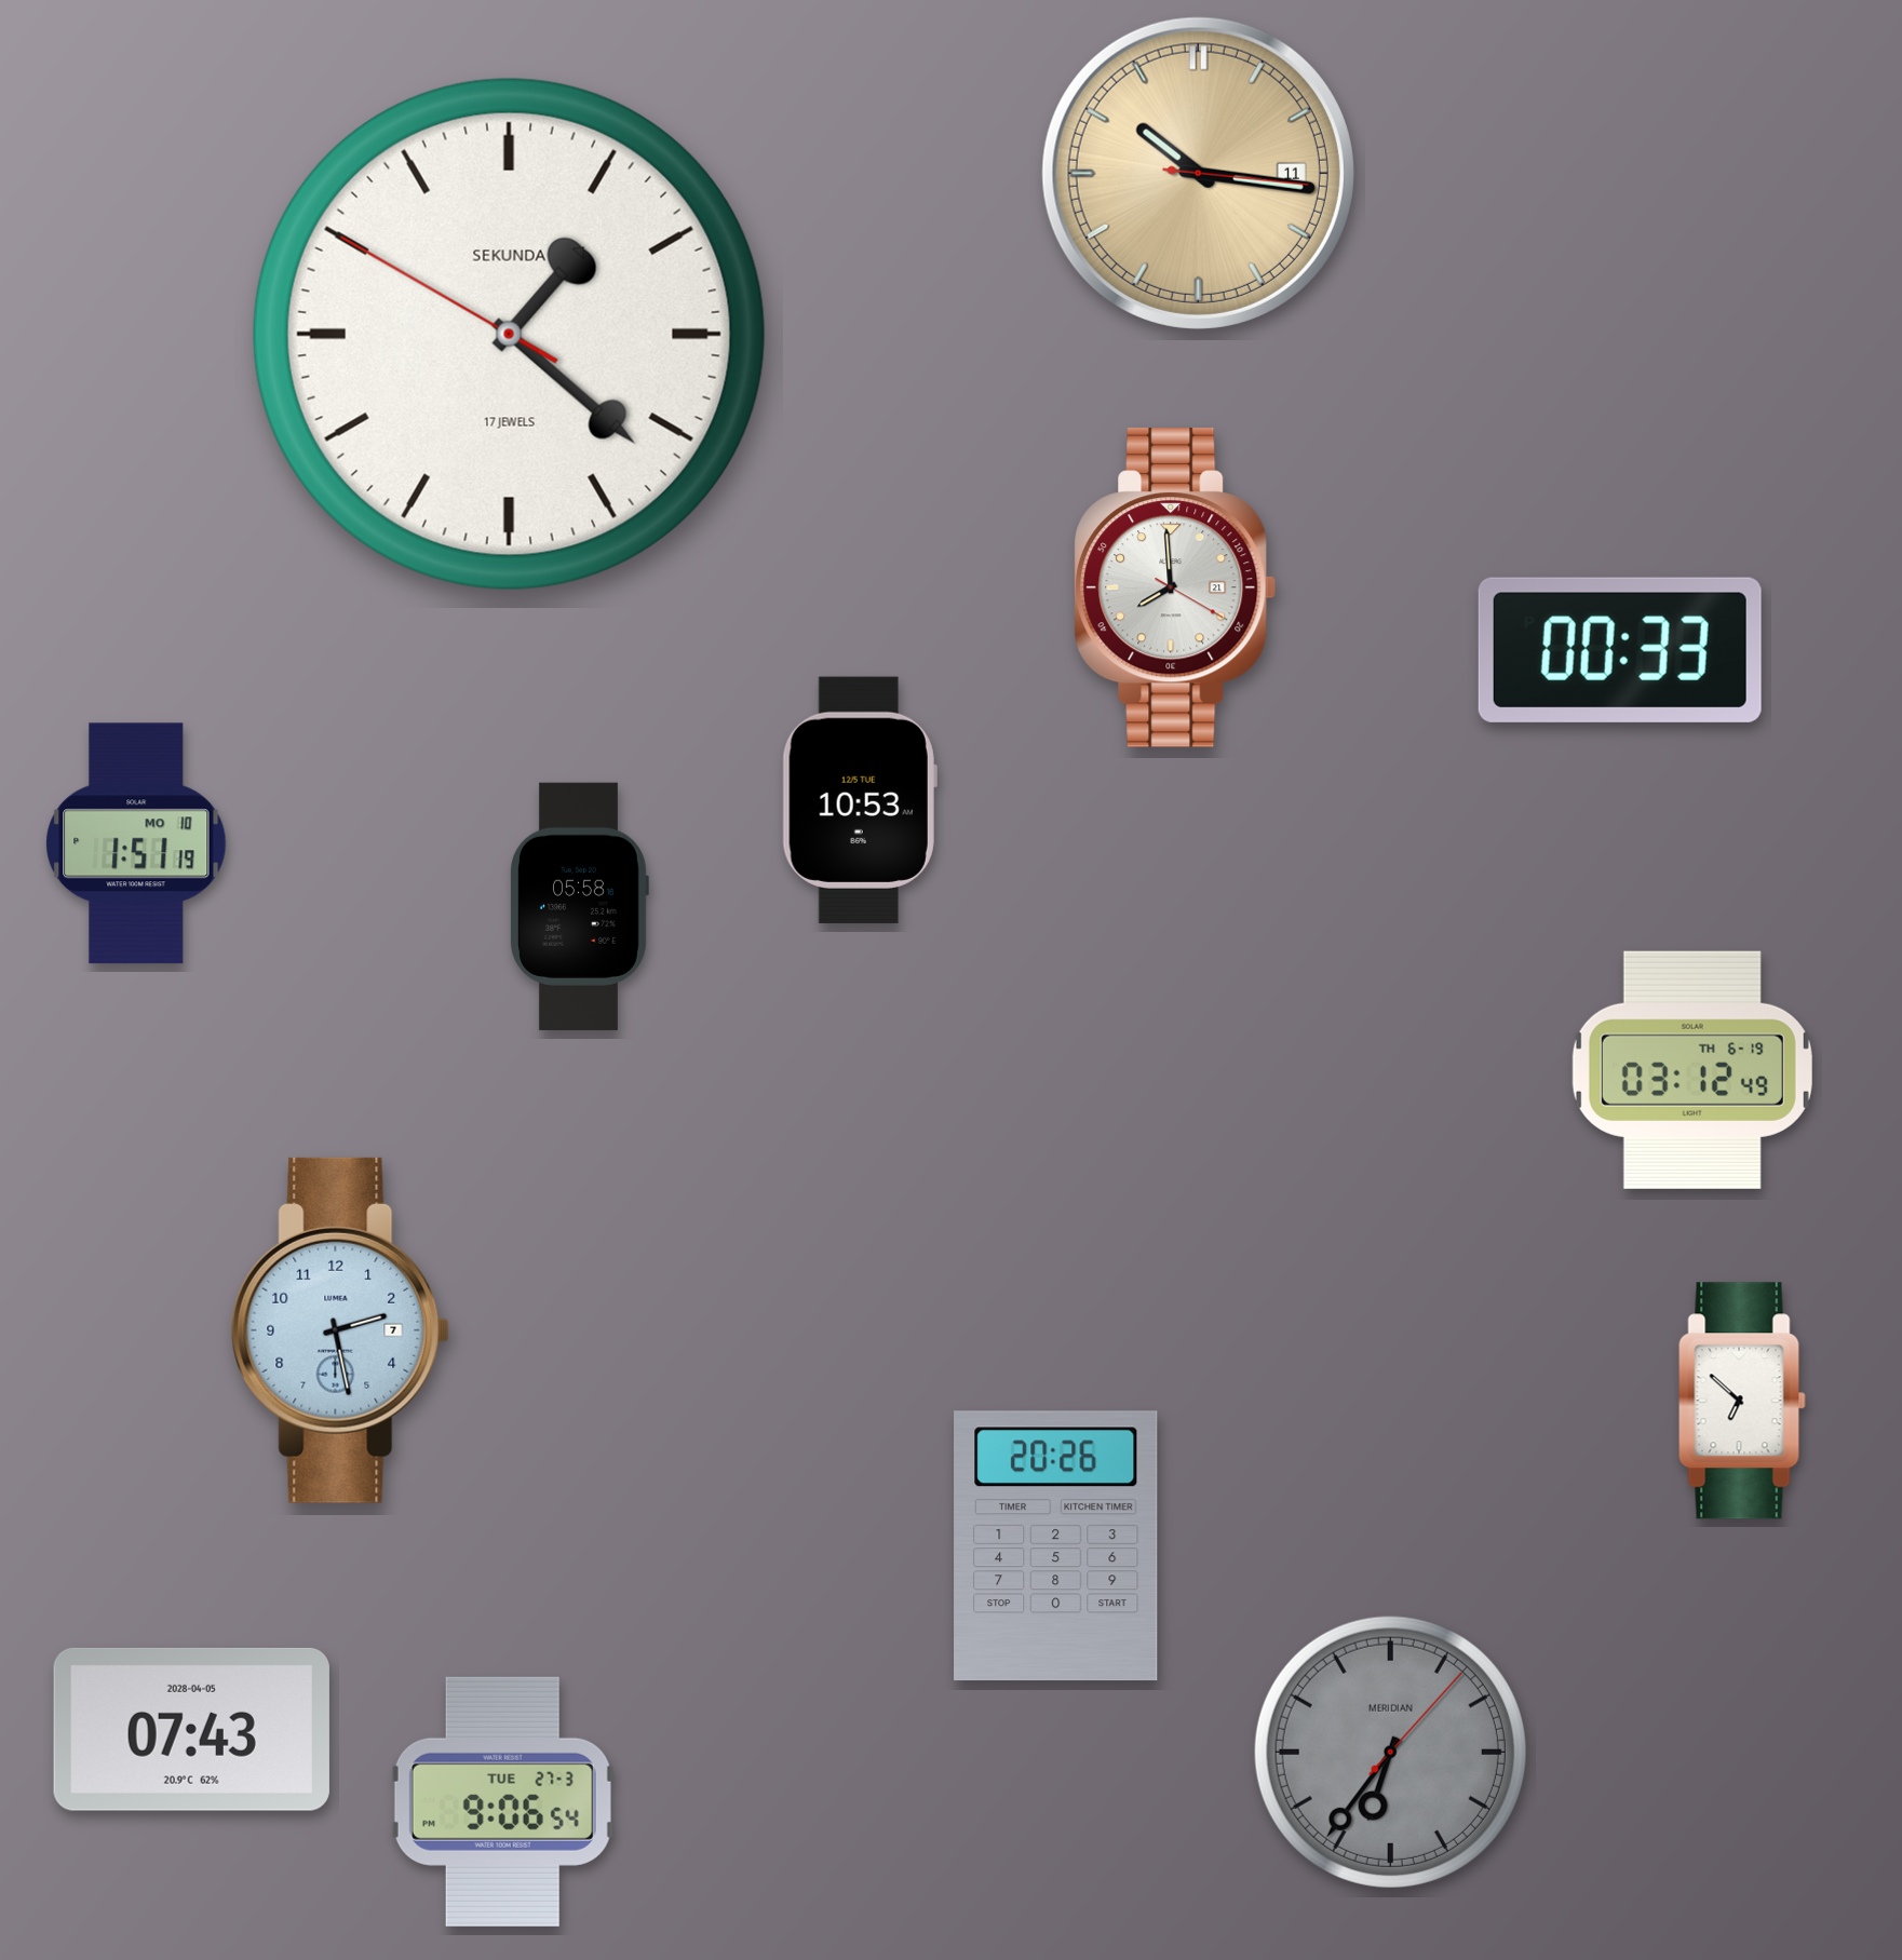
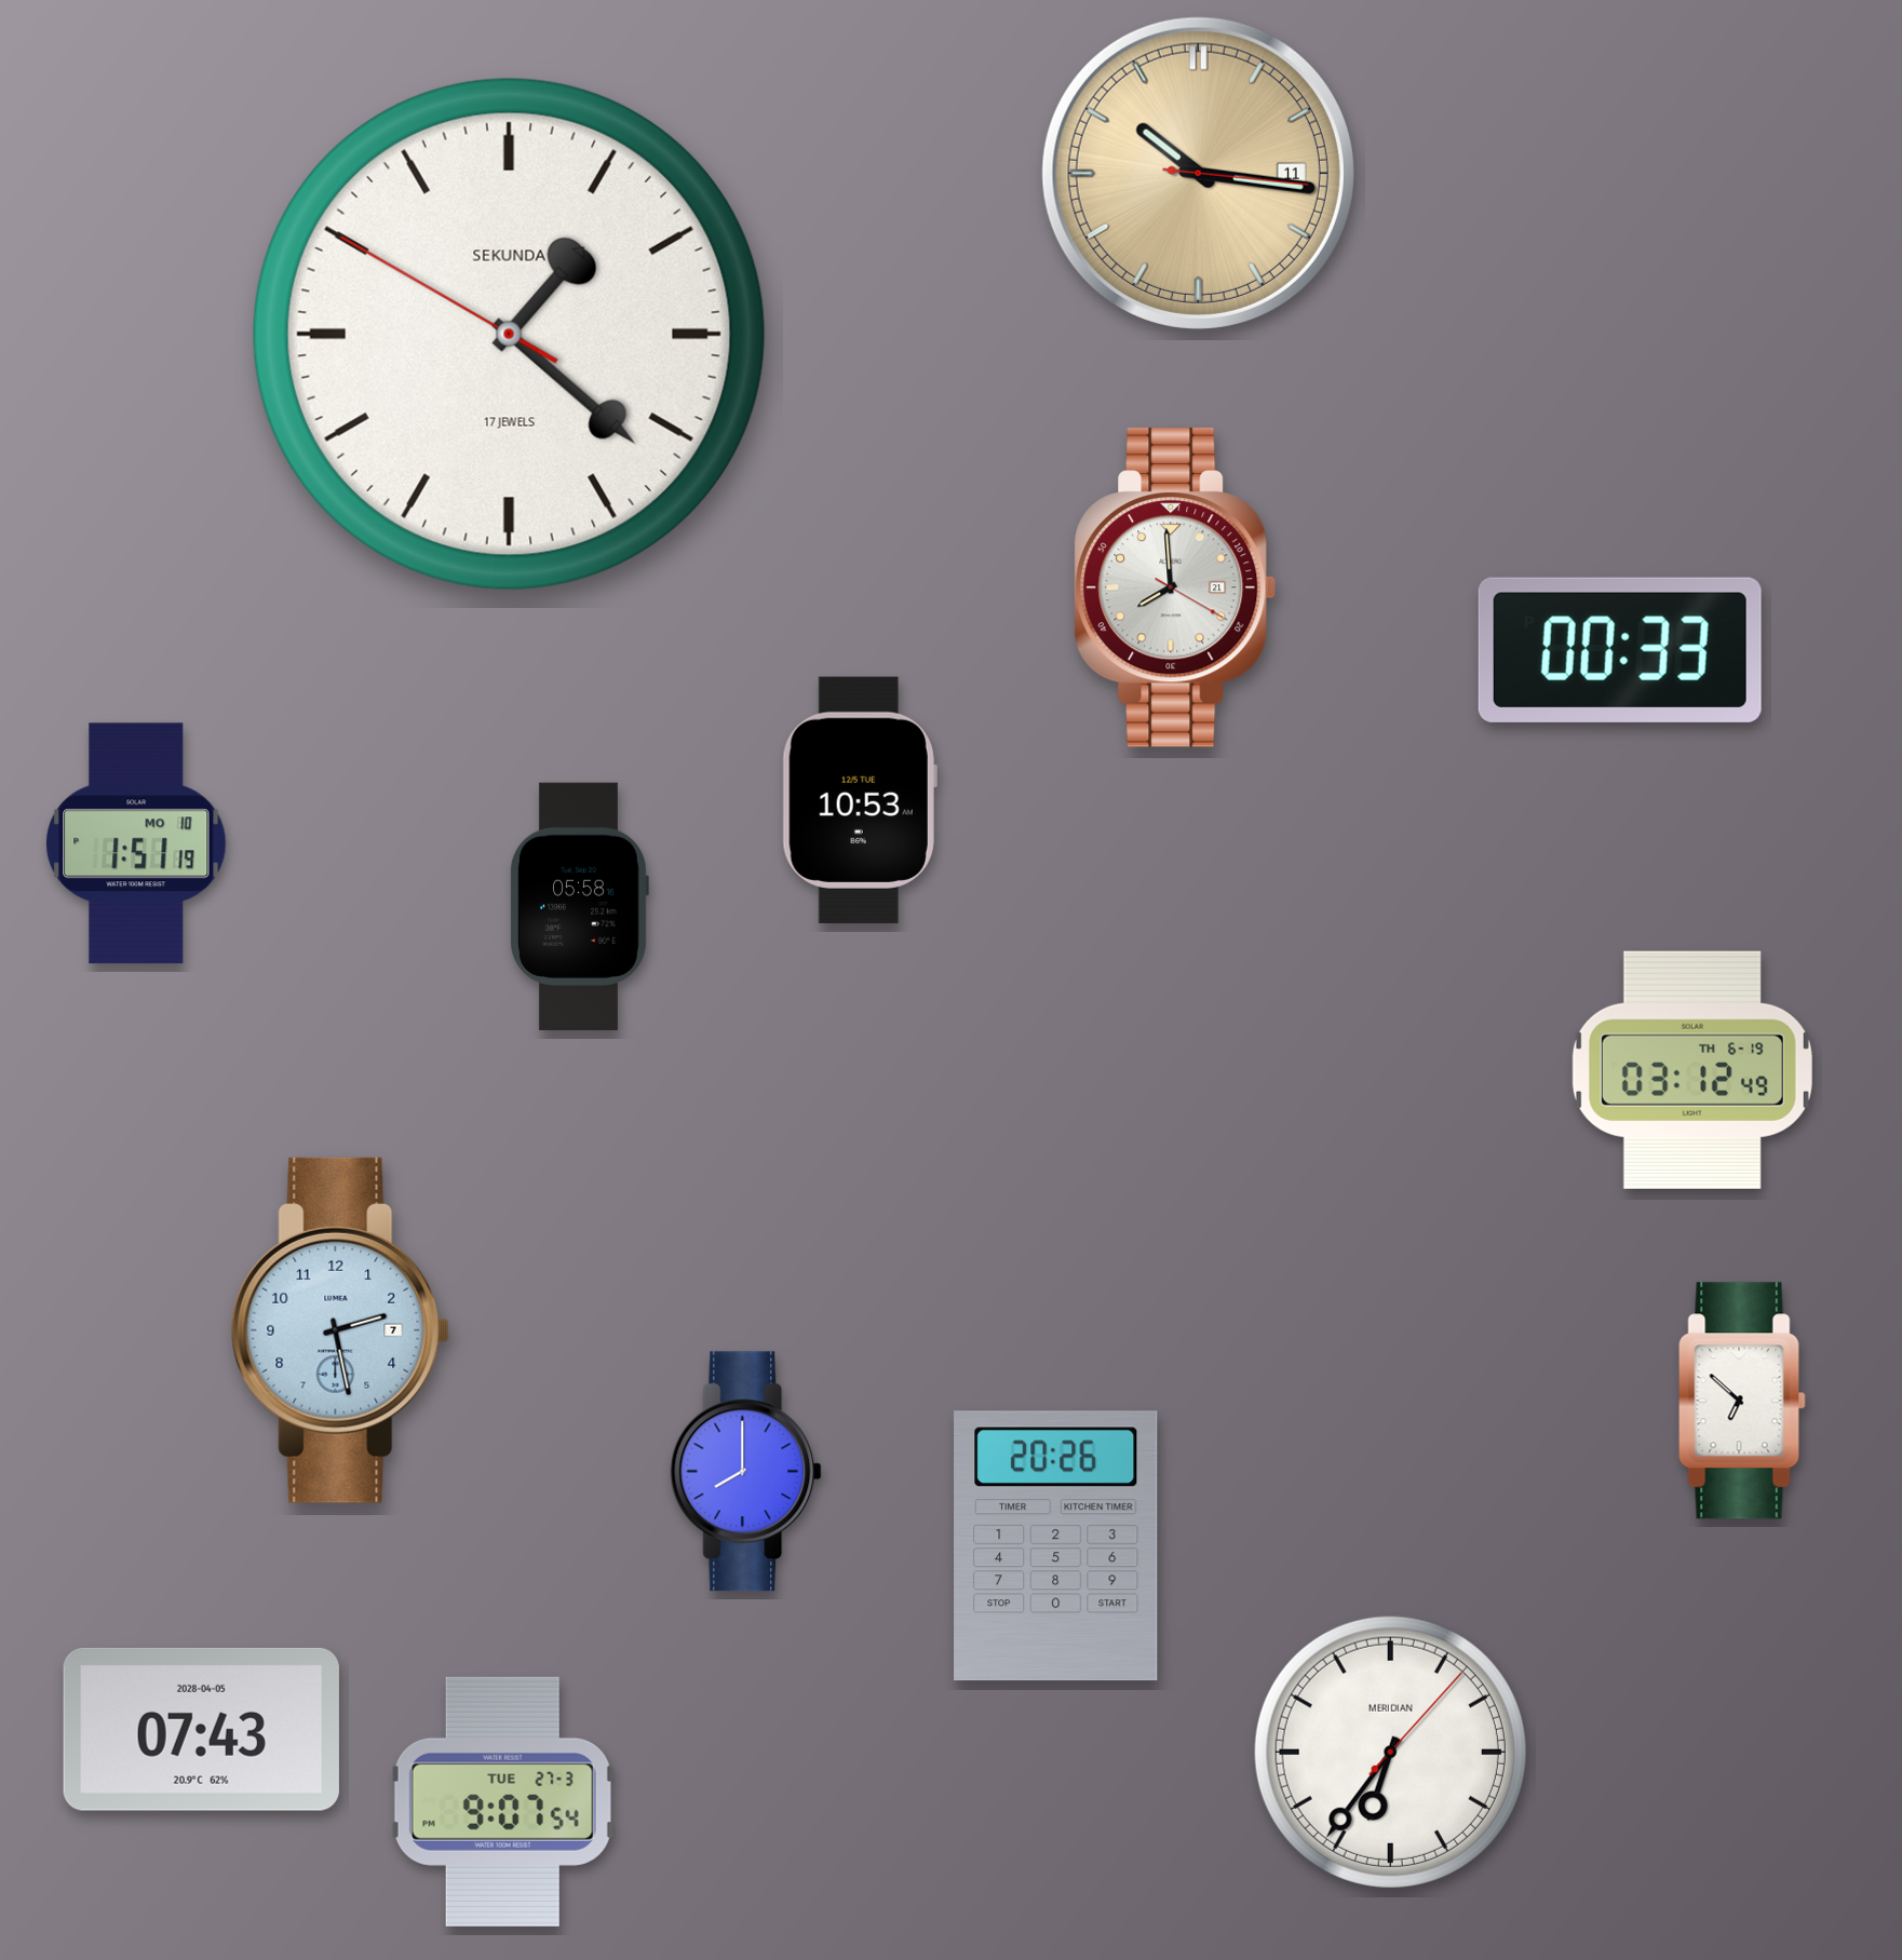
clock at (746, 1472): none -> 8:00
clock at (191, 1729) position: (191, 1729) -> (201, 1729)
clock at (1390, 1752) dial: grey -> white
clock at (502, 1801): 9:06 -> 9:07
